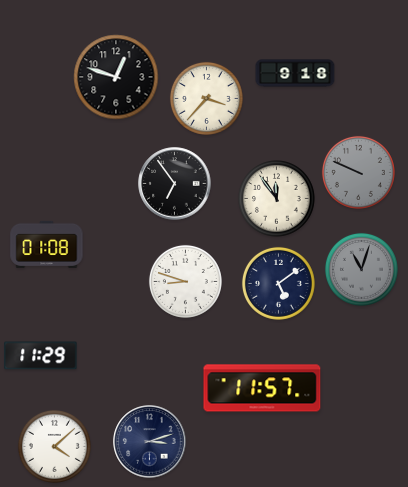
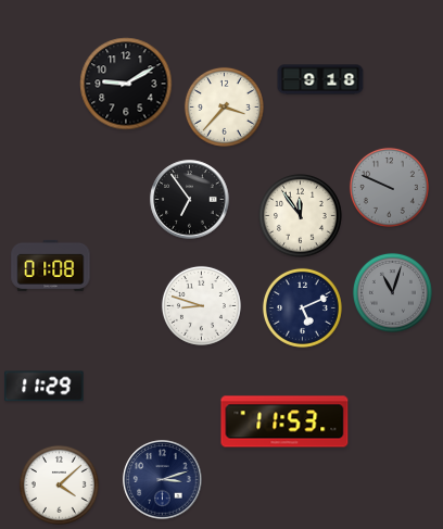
clock at (116, 77): 12:48 -> 9:10
clock at (278, 283): 5:09 -> 5:11
clock at (262, 388): 11:57 -> 11:53
